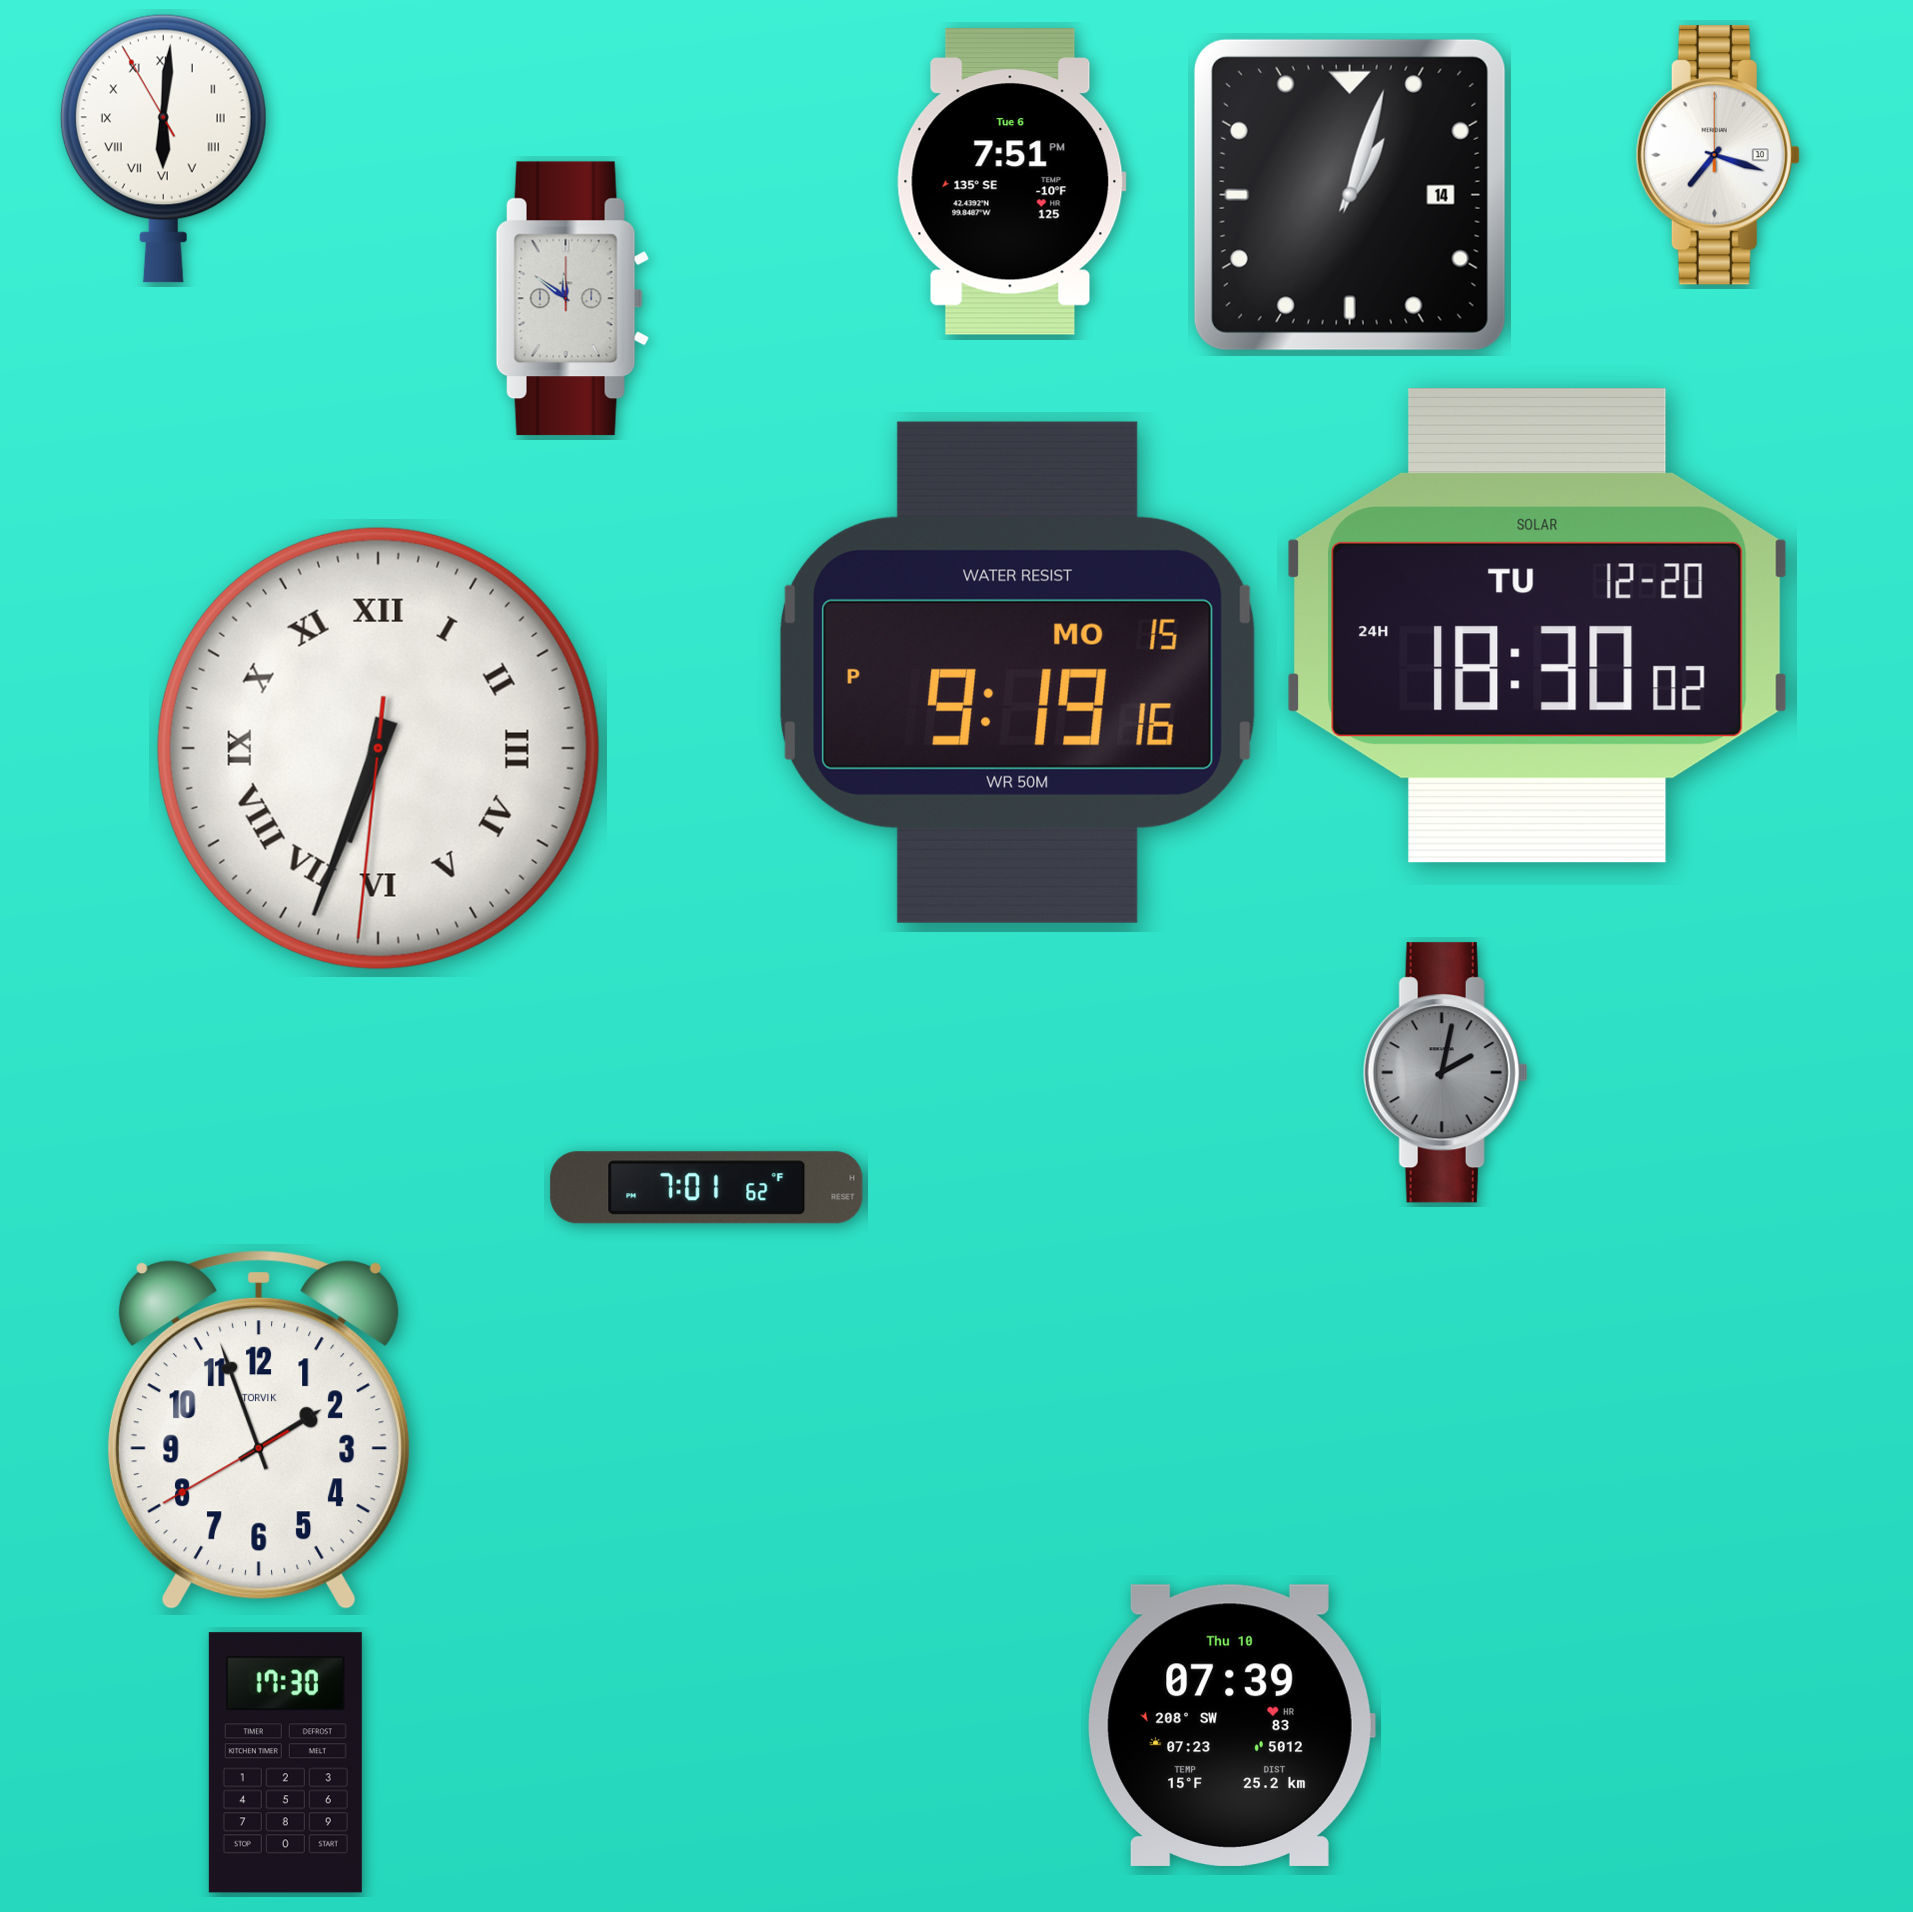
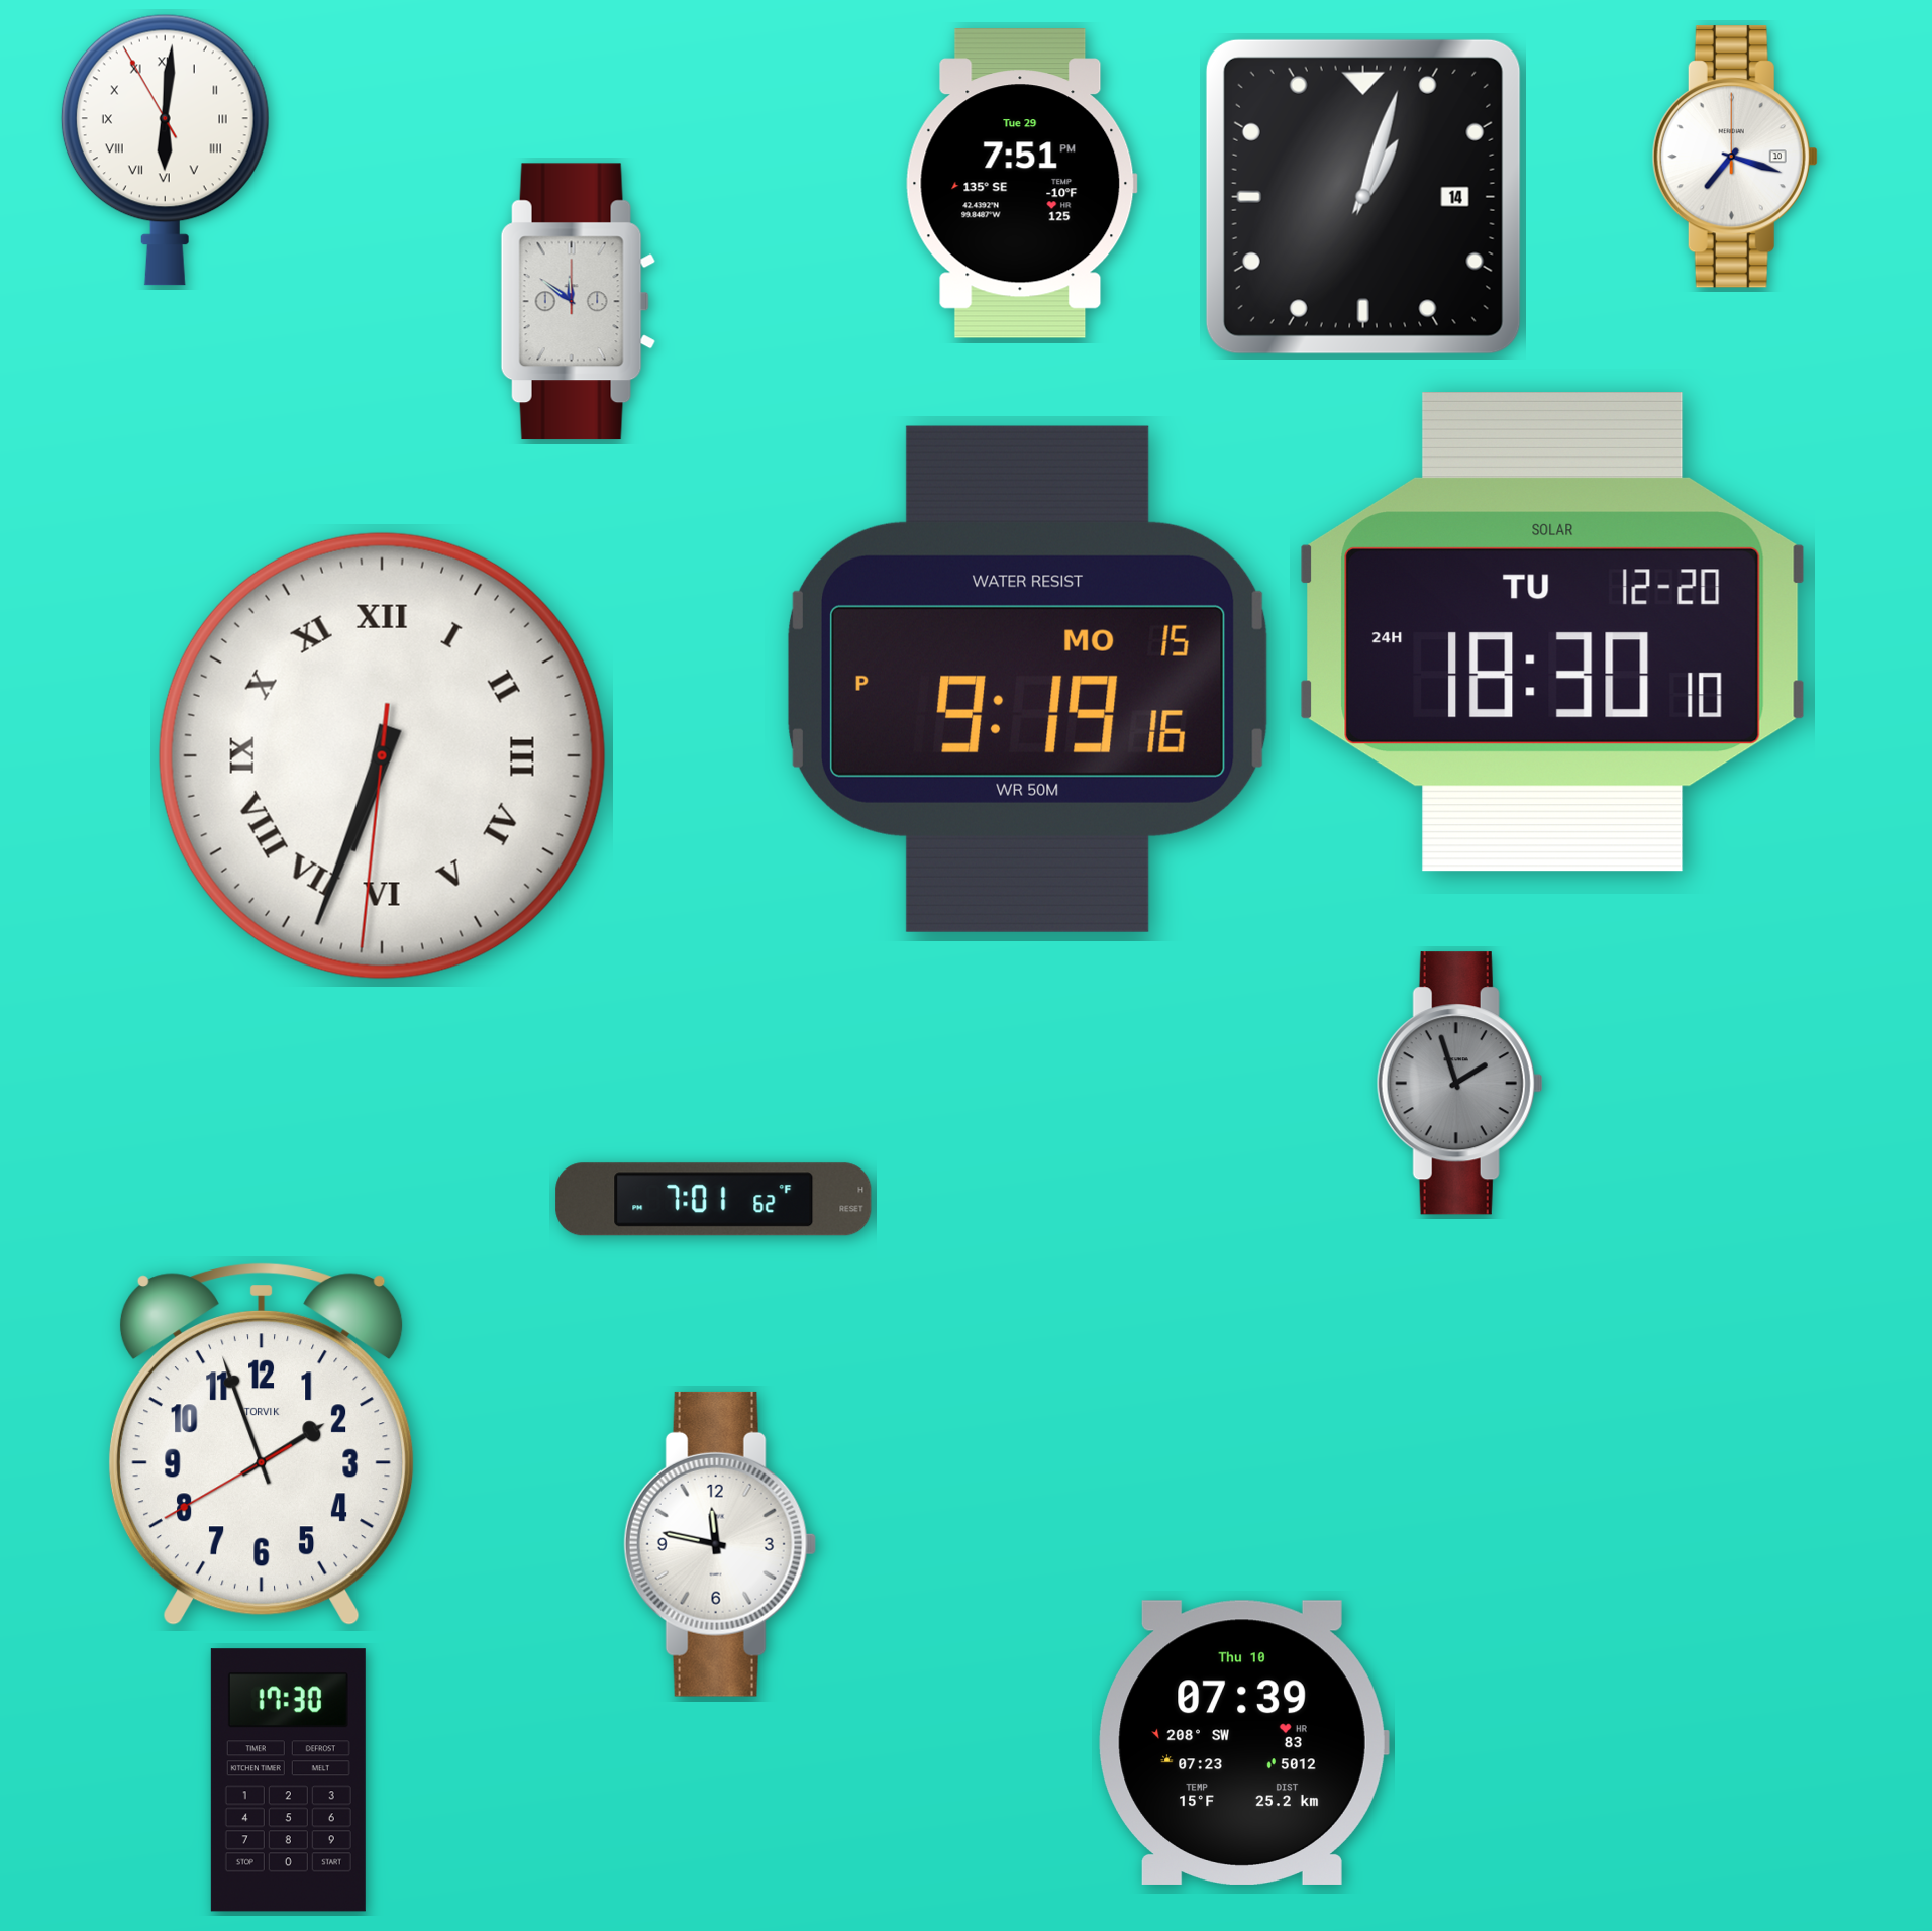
clock at (1011, 182) date: Tue 6 -> Tue 29
clock at (1538, 626): 18:30:02 -> 18:30:10
clock at (1445, 1073): 2:02 -> 1:57
clock at (720, 1544): none -> 11:47
